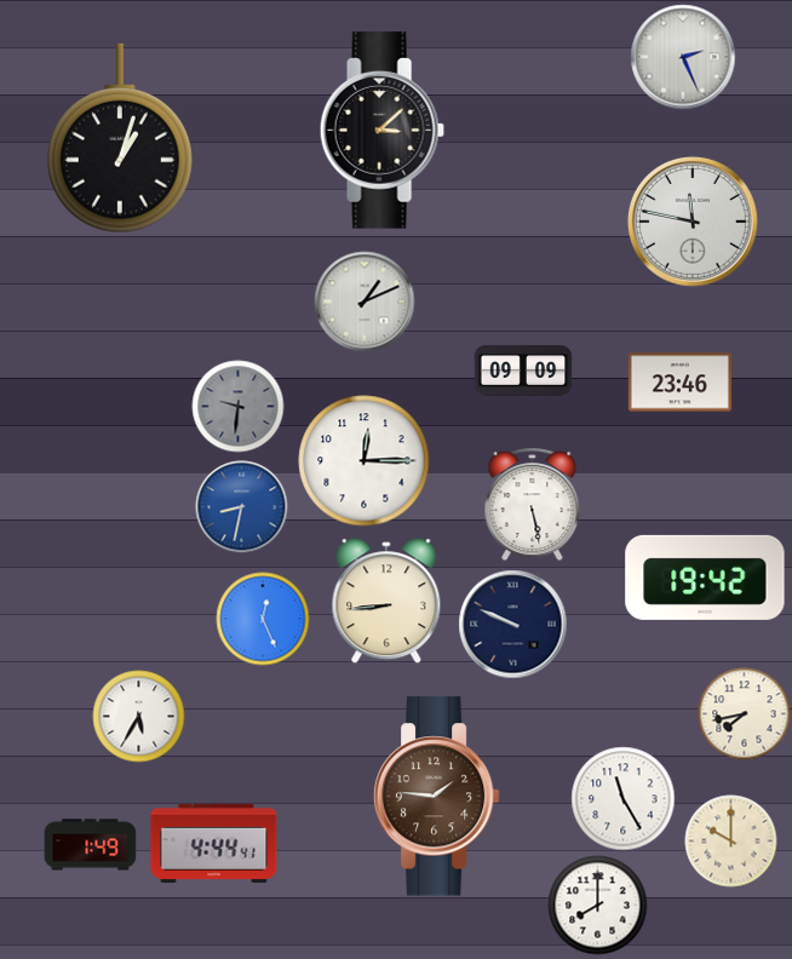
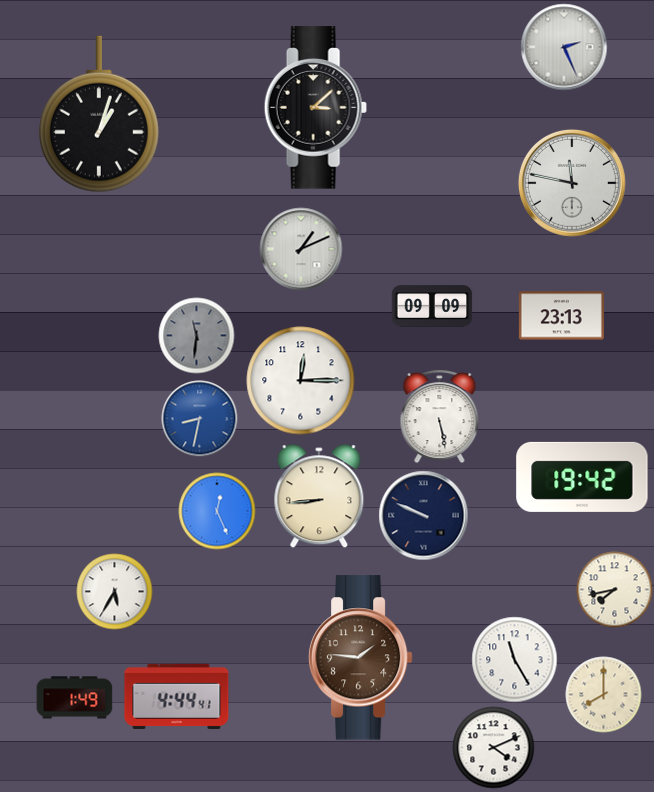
clock at (679, 383): 23:46 -> 23:13
clock at (239, 407): 9:31 -> 11:31
clock at (731, 842): 10:00 -> 8:00
clock at (598, 906): 8:00 -> 4:11
